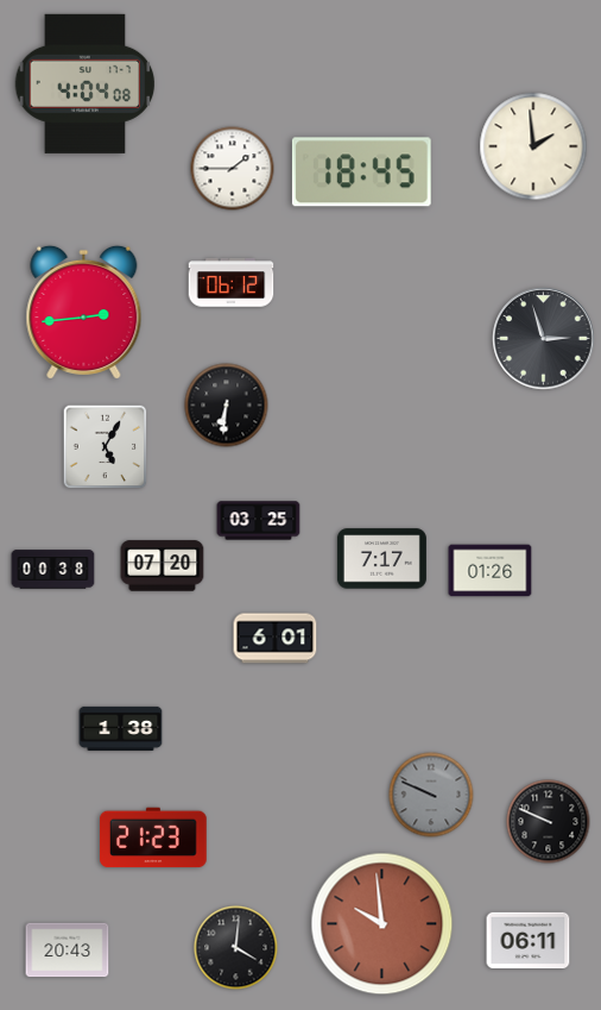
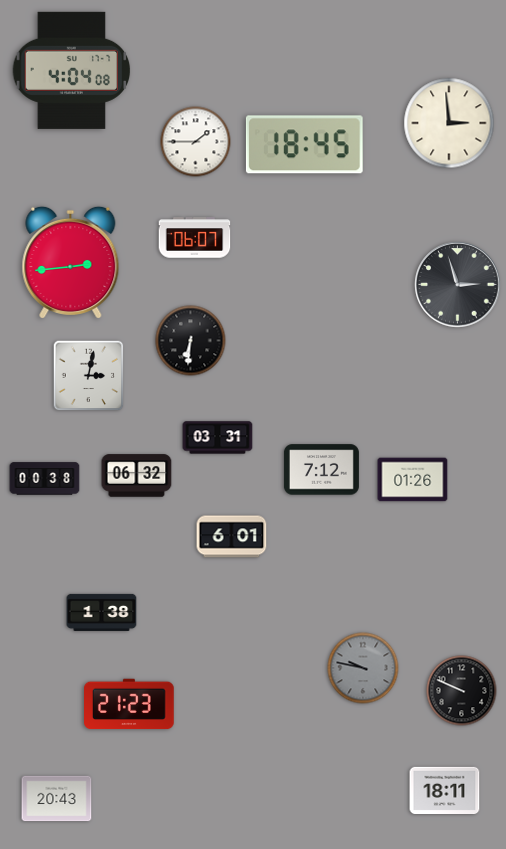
clock at (533, 146): 1:59 -> 2:59
clock at (232, 283): 06:12 -> 06:07
clock at (106, 447): 5:05 -> 3:02
clock at (259, 521): 03:25 -> 03:31
clock at (381, 559): 7:17 -> 7:12
clock at (163, 566): 07:20 -> 06:32
clock at (431, 795): 9:49 -> 9:47
clock at (382, 924): 9:59 -> none
clock at (529, 940): 06:11 -> 18:11
clock at (236, 948): 4:01 -> none
